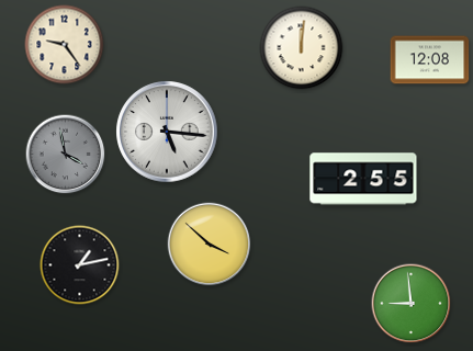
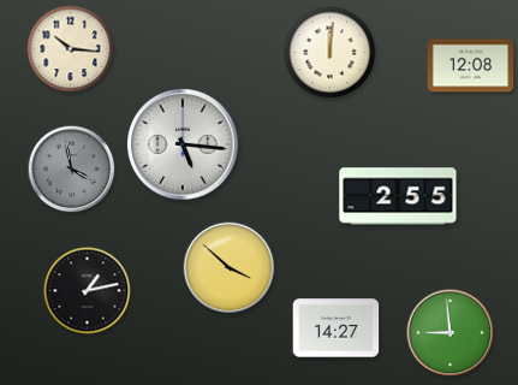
clock at (65, 45): 9:24 -> 10:16
clock at (337, 328): none -> 14:27
